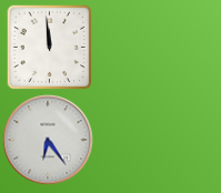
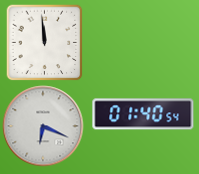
clock at (143, 114): none -> 01:40
clock at (48, 140): 6:24 -> 6:19
